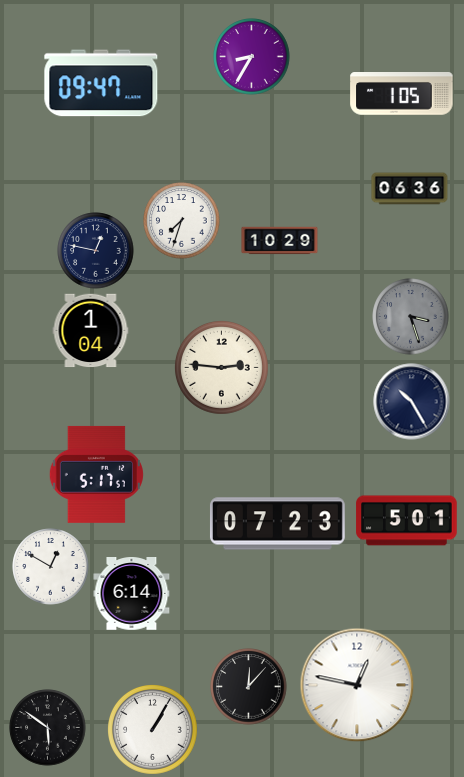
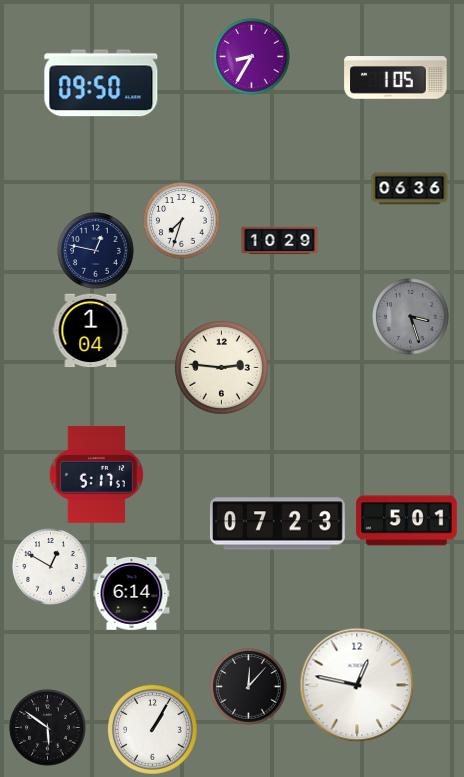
clock at (101, 83): 09:47 -> 09:50
clock at (402, 94) position: (402, 94) -> (396, 78)
clock at (412, 402): 10:25 -> none
